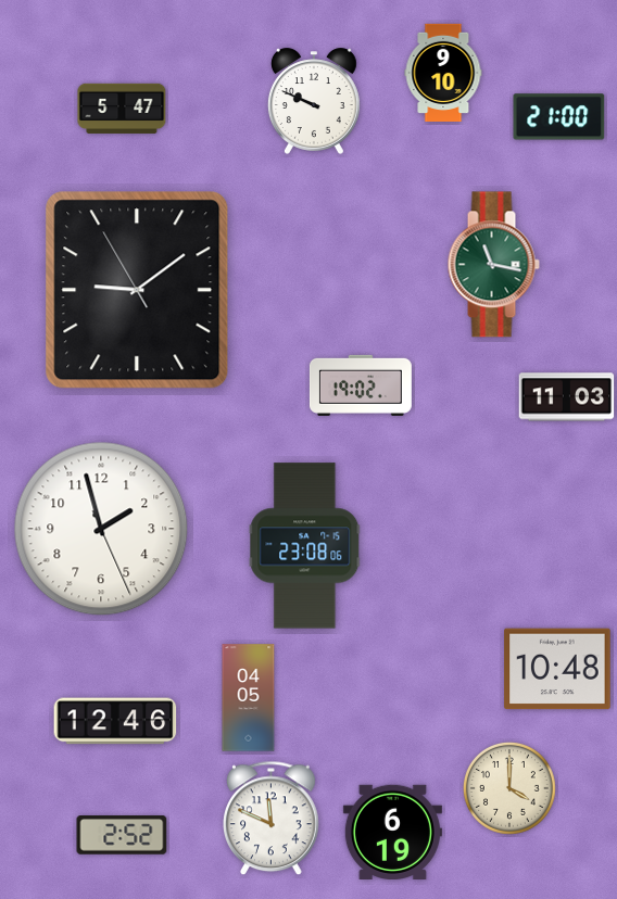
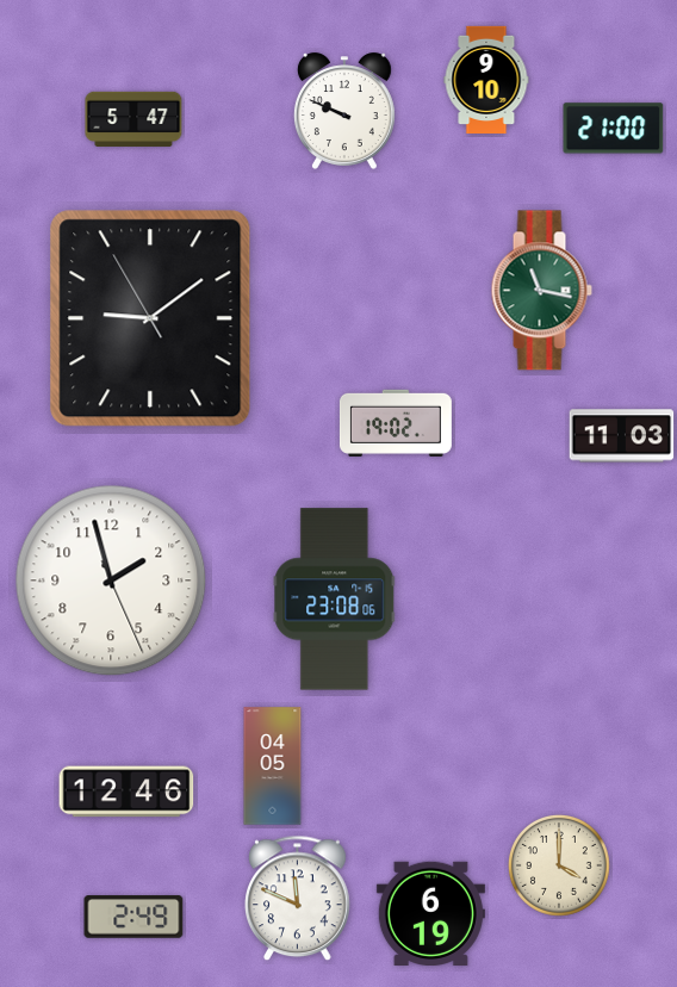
clock at (557, 669): 10:48 -> none
clock at (122, 835): 2:52 -> 2:49
